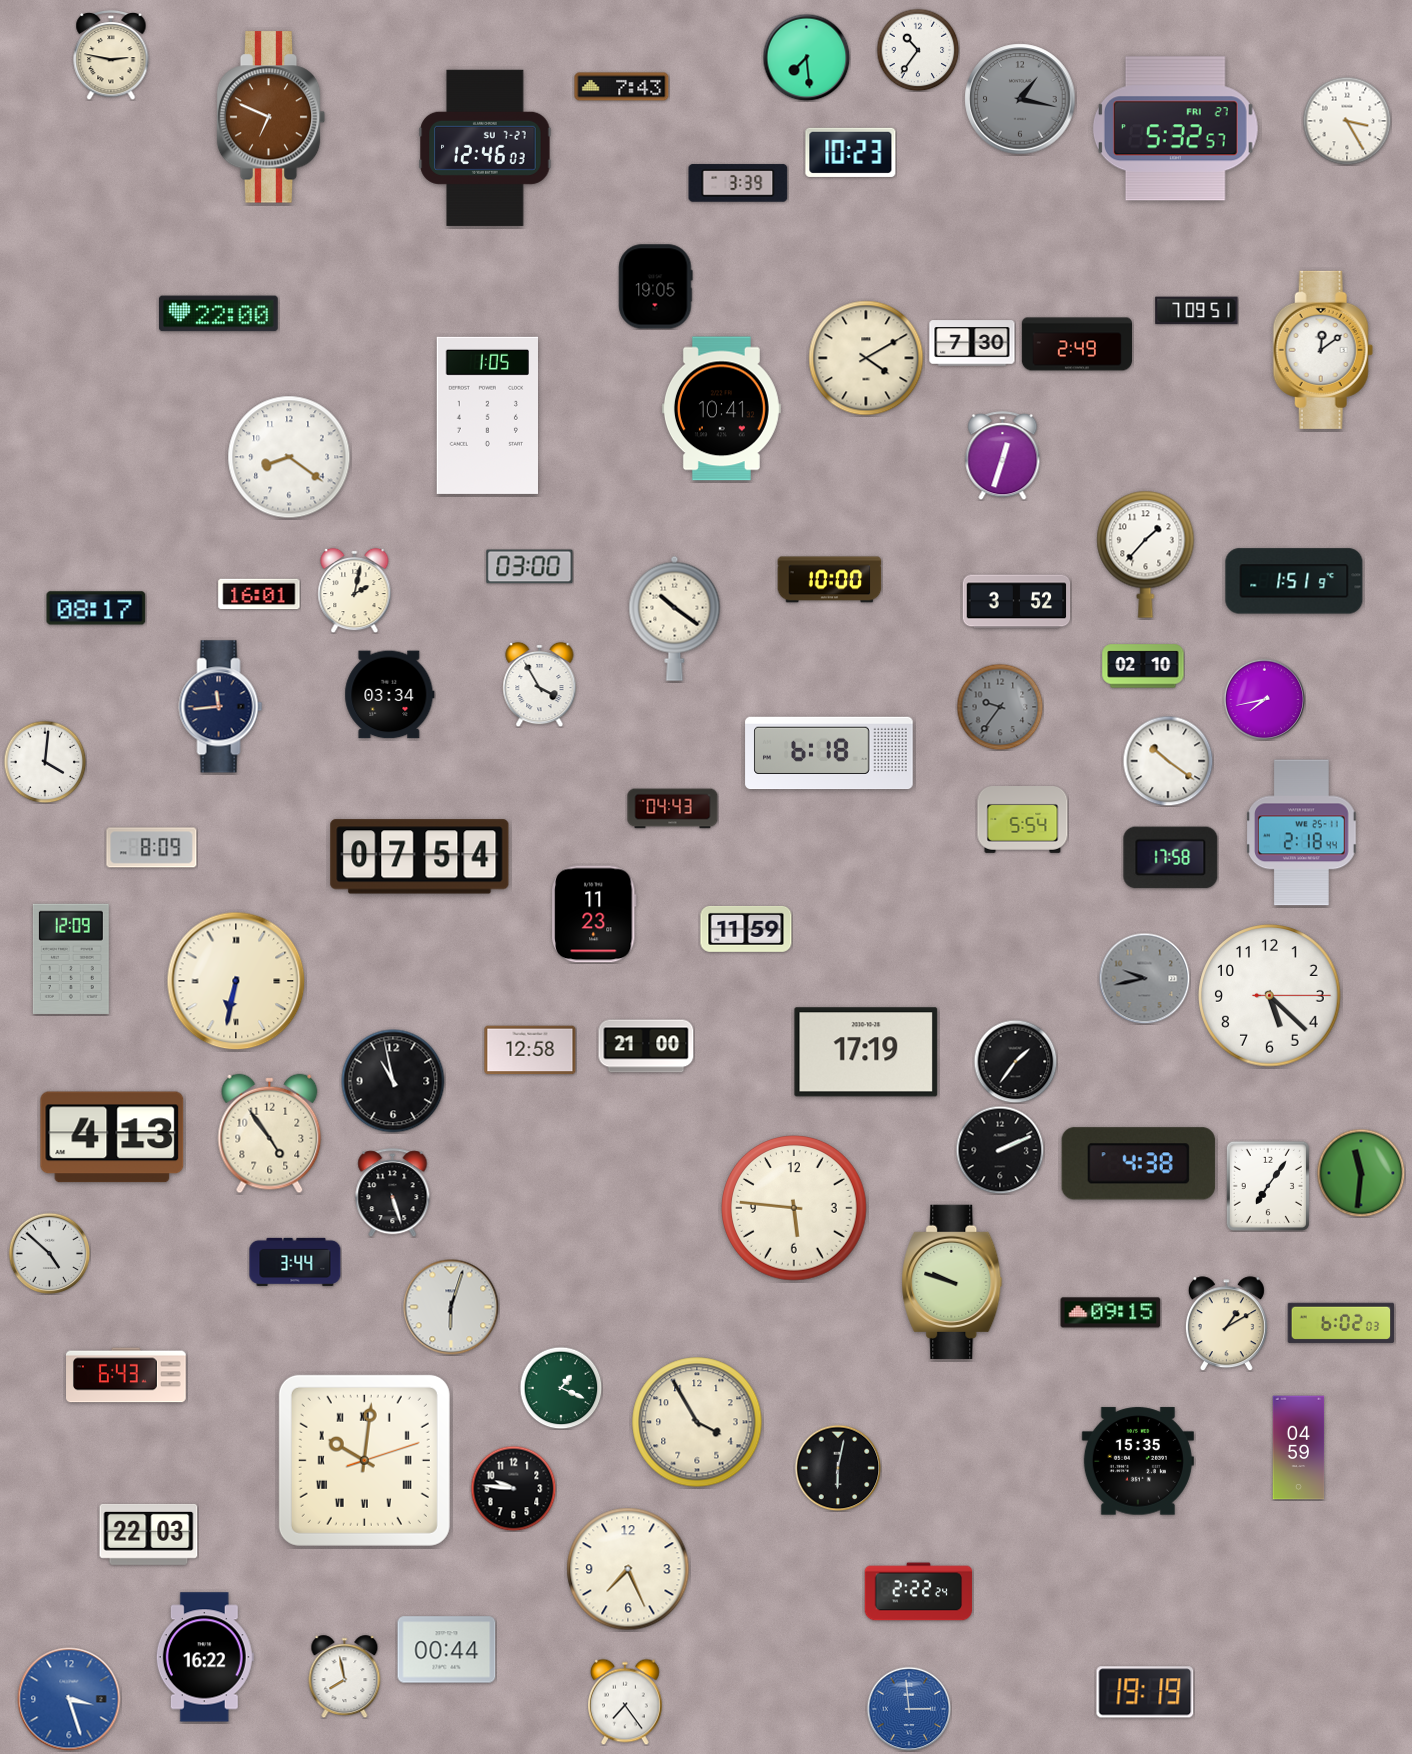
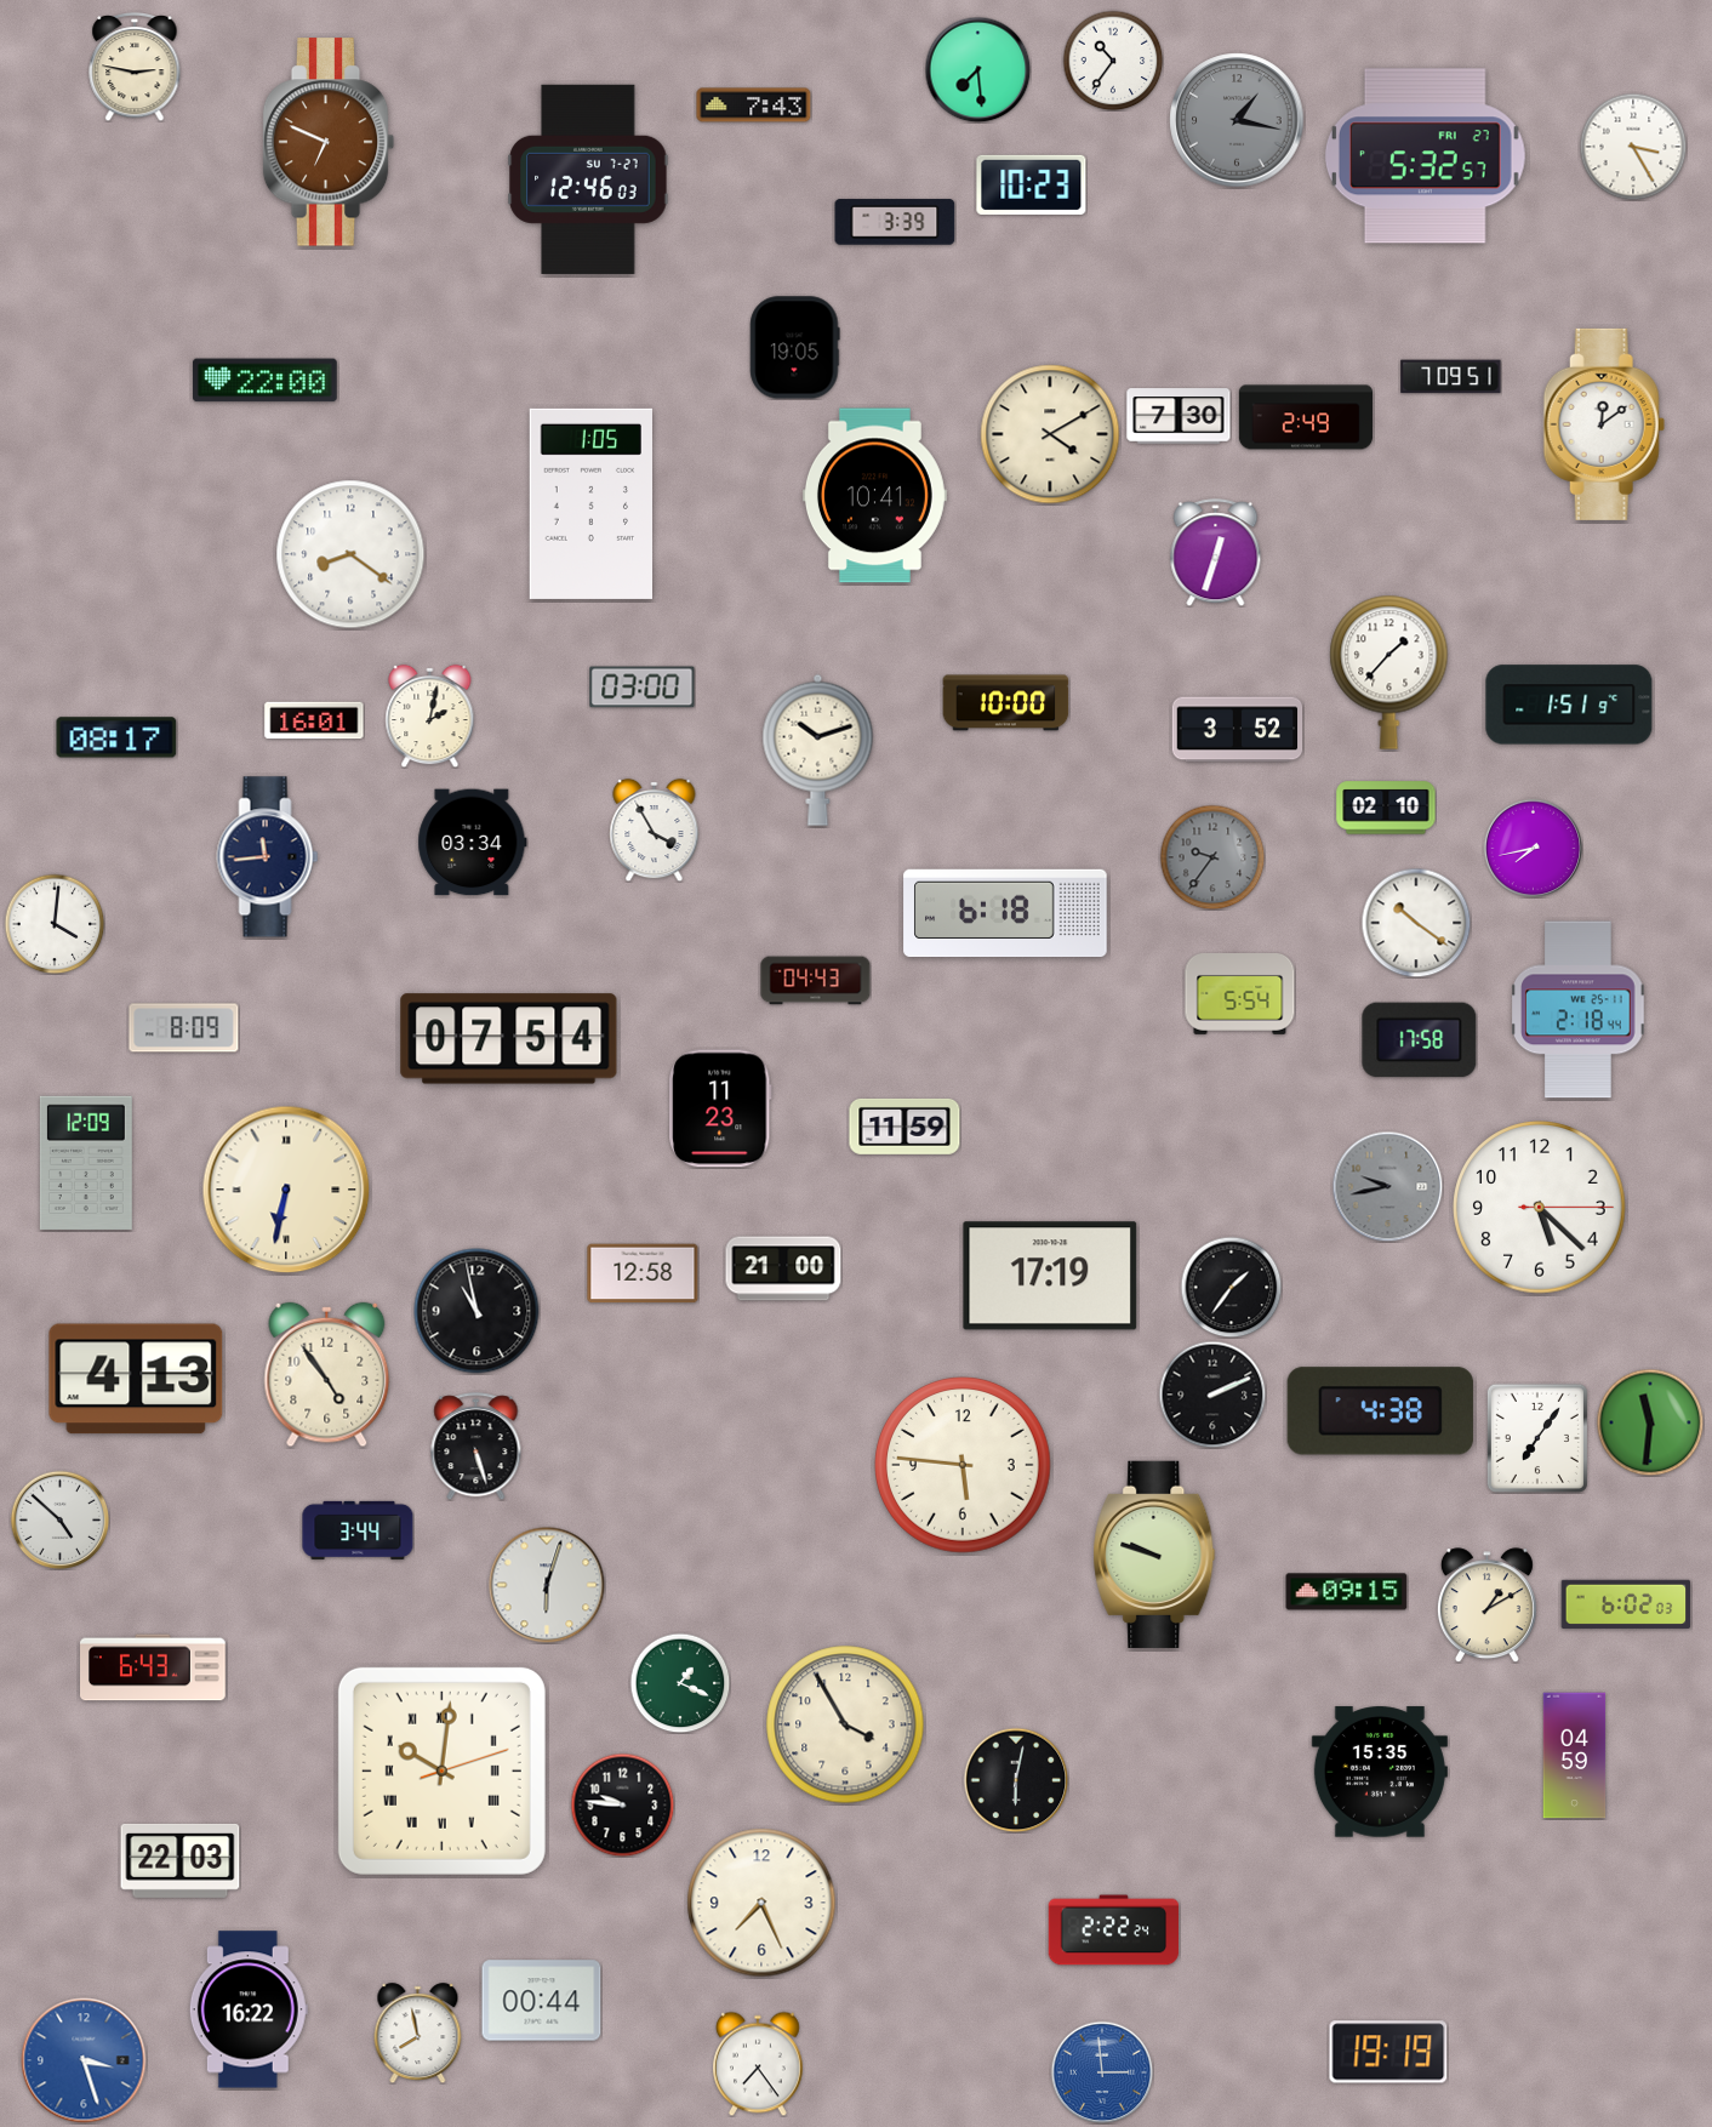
clock at (1017, 602) position: (1017, 602) -> (1238, 730)
clock at (675, 618): 10:21 -> 10:12
